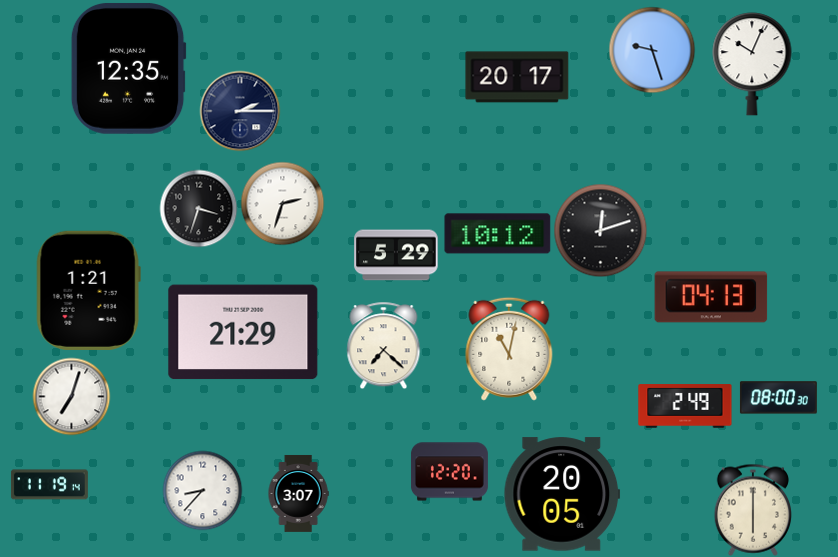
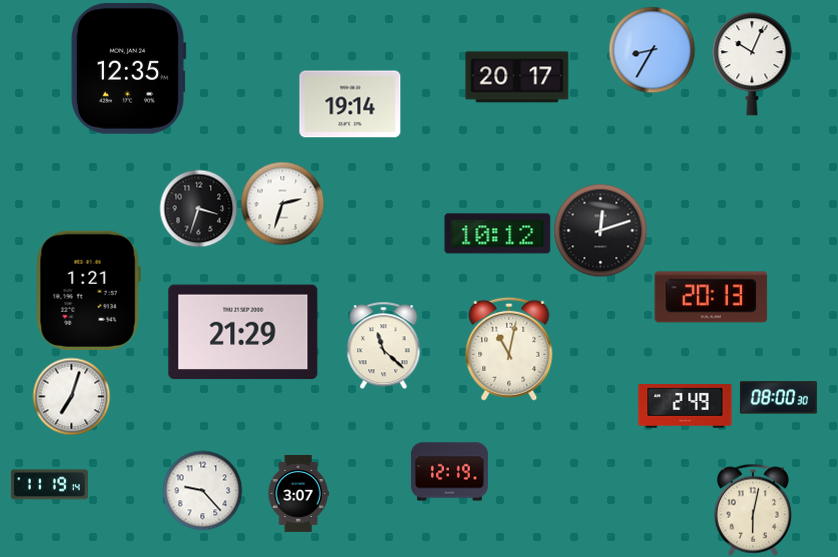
clock at (652, 50): 9:27 -> 8:35
clock at (350, 104): none -> 19:14
clock at (240, 111): 2:15 -> none
clock at (396, 255): 5:29 -> none
clock at (711, 297): 04:13 -> 20:13
clock at (384, 345): 7:22 -> 11:22
clock at (449, 472): 12:20 -> 12:19
clock at (202, 490): 8:37 -> 9:23
clock at (562, 494): 20:05 -> none
clock at (752, 510): 6:00 -> 6:02
